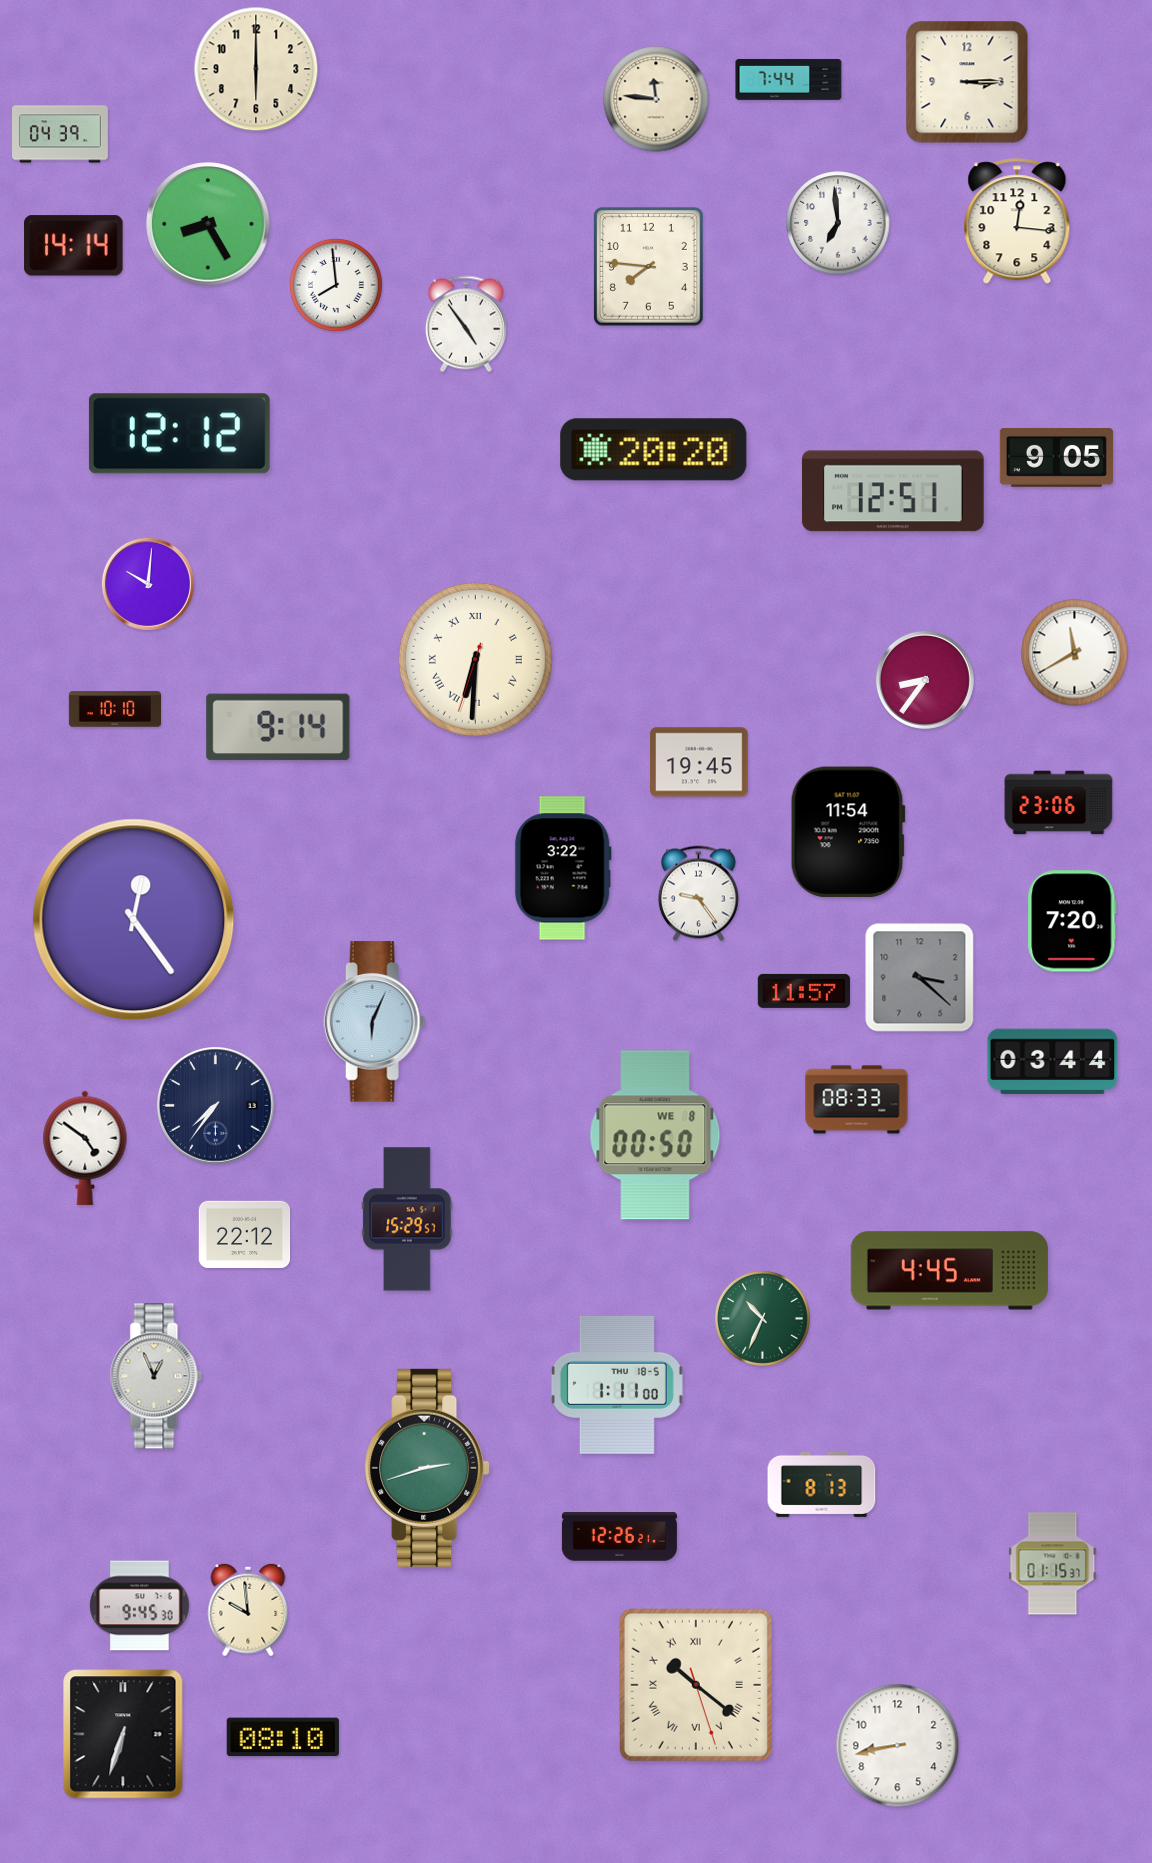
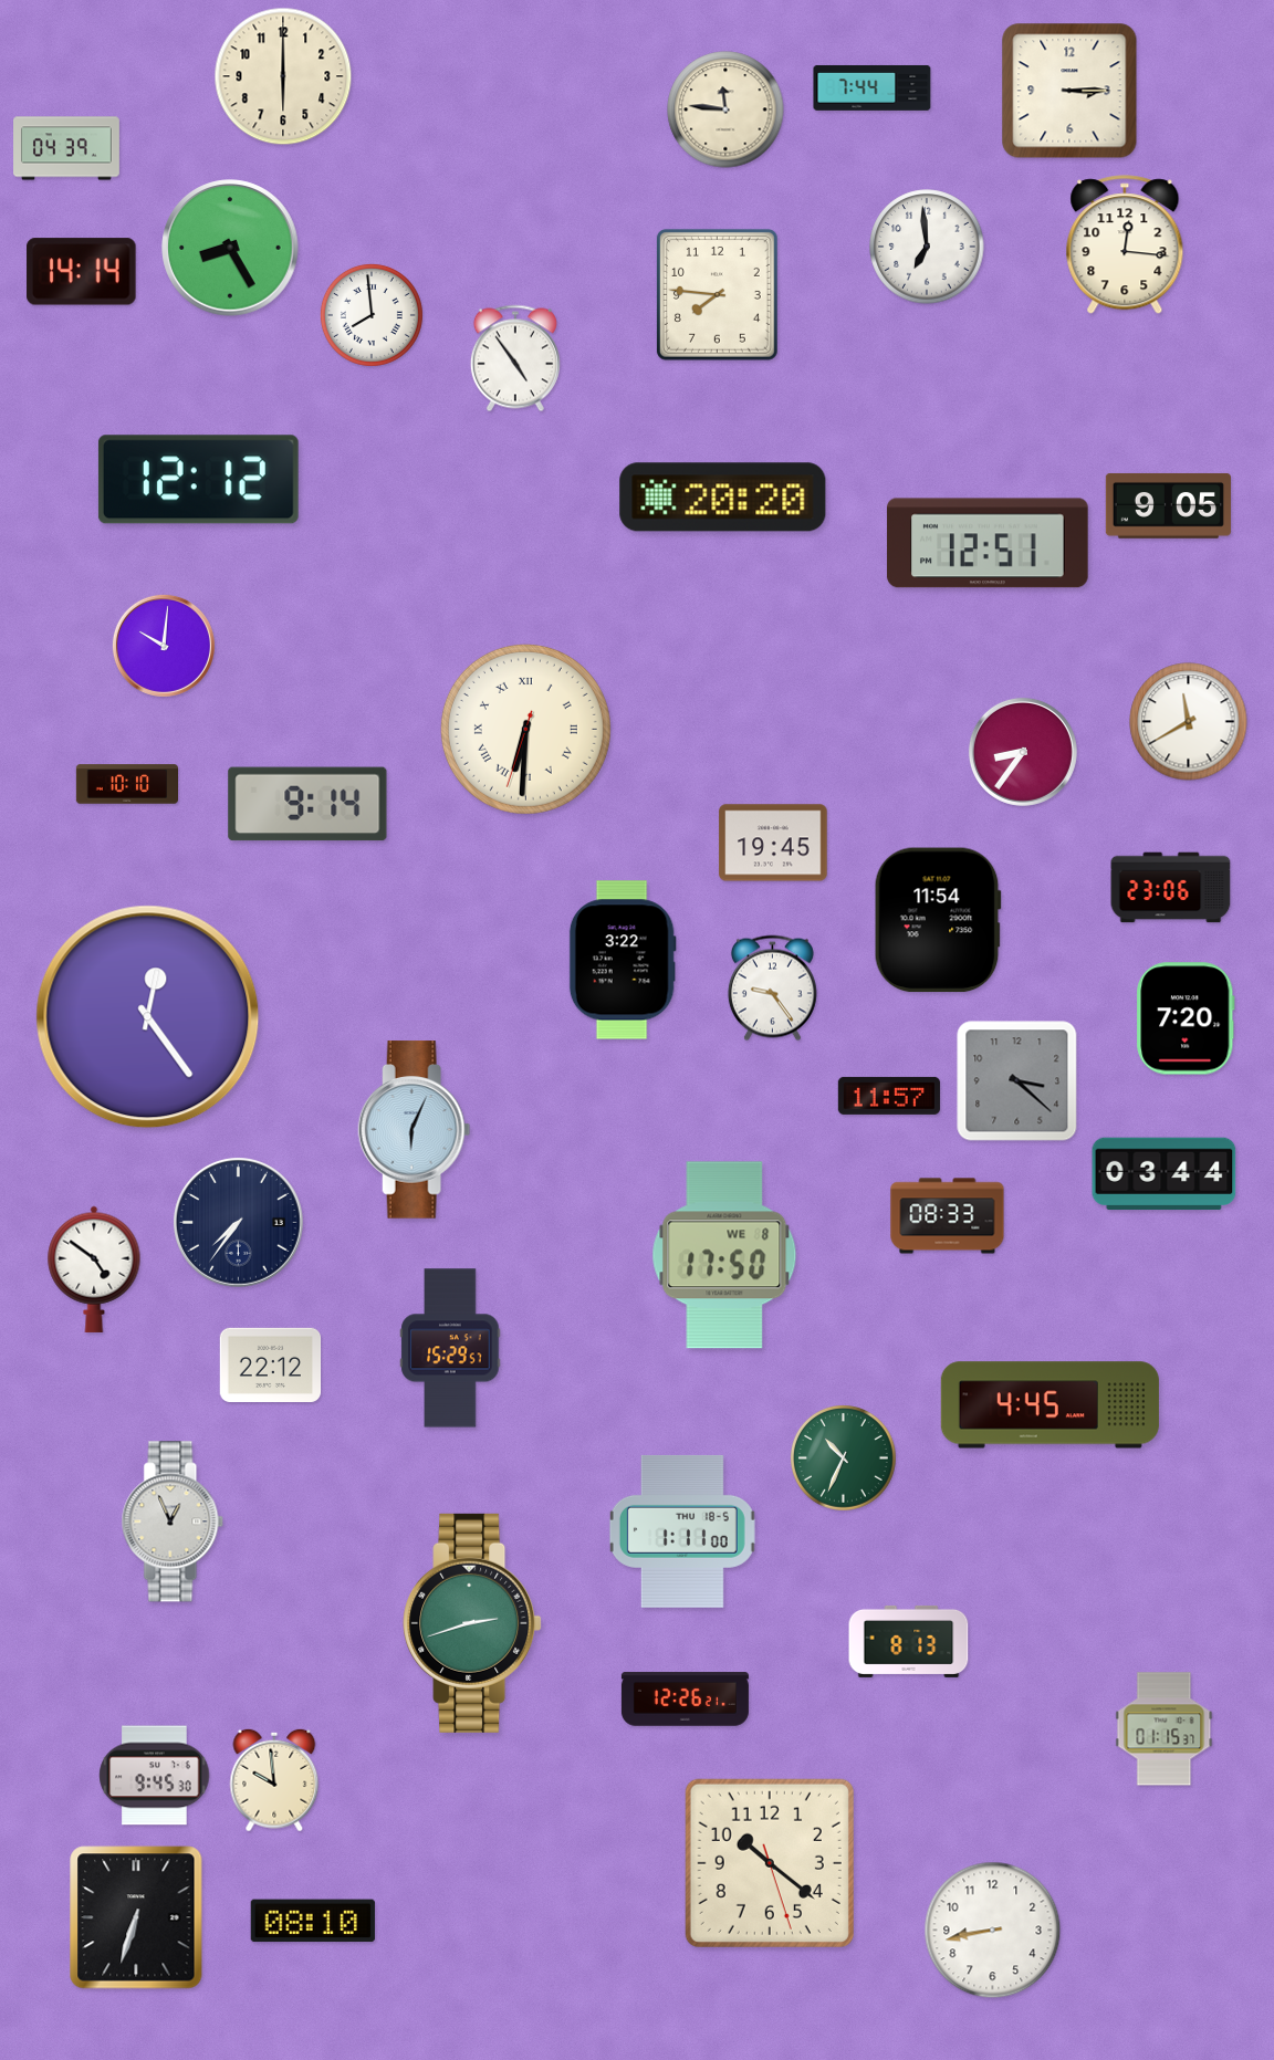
clock at (655, 1135): 00:50 -> 17:50
clock at (696, 1685) numerals: Roman -> Arabic
